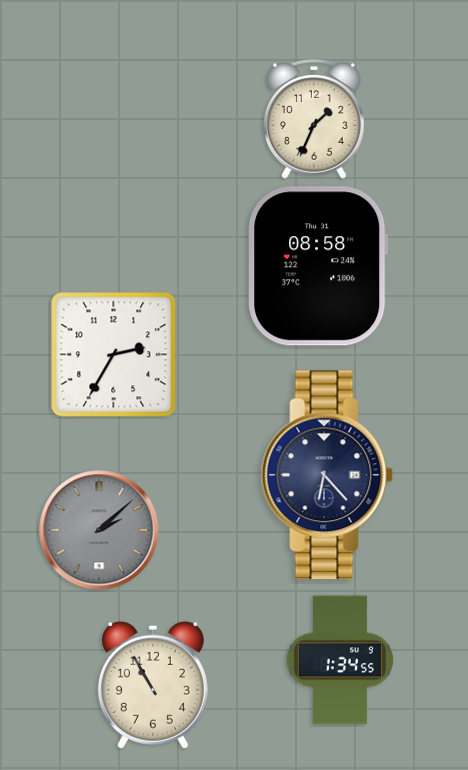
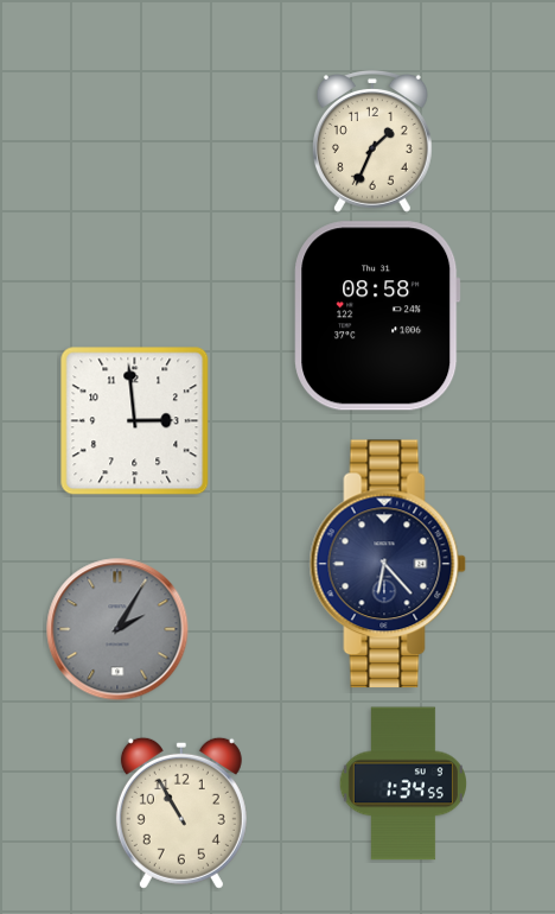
clock at (114, 355): 2:35 -> 2:59
clock at (99, 530): 2:08 -> 2:05
